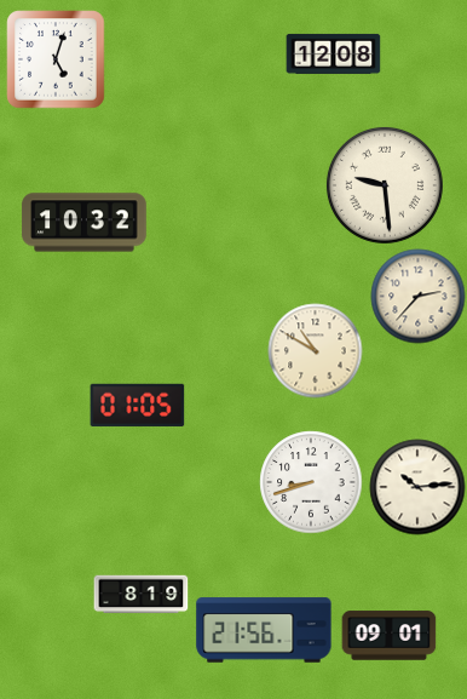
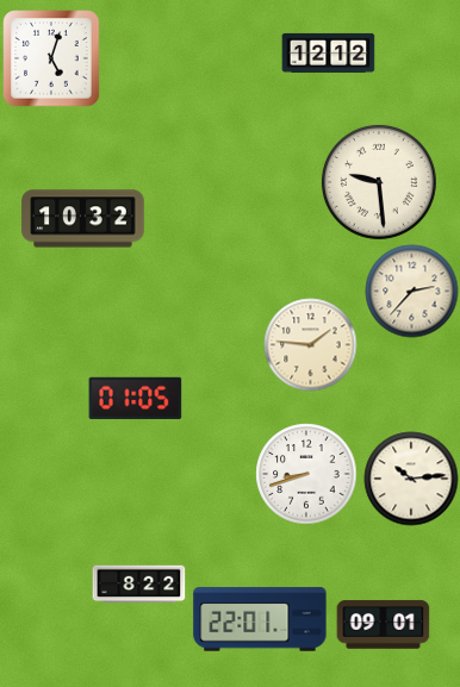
clock at (333, 53): 12:08 -> 12:12
clock at (56, 59) position: (56, 59) -> (51, 58)
clock at (315, 350): 10:50 -> 1:46
clock at (140, 595): 8:19 -> 8:22
clock at (264, 630): 21:56 -> 22:01
